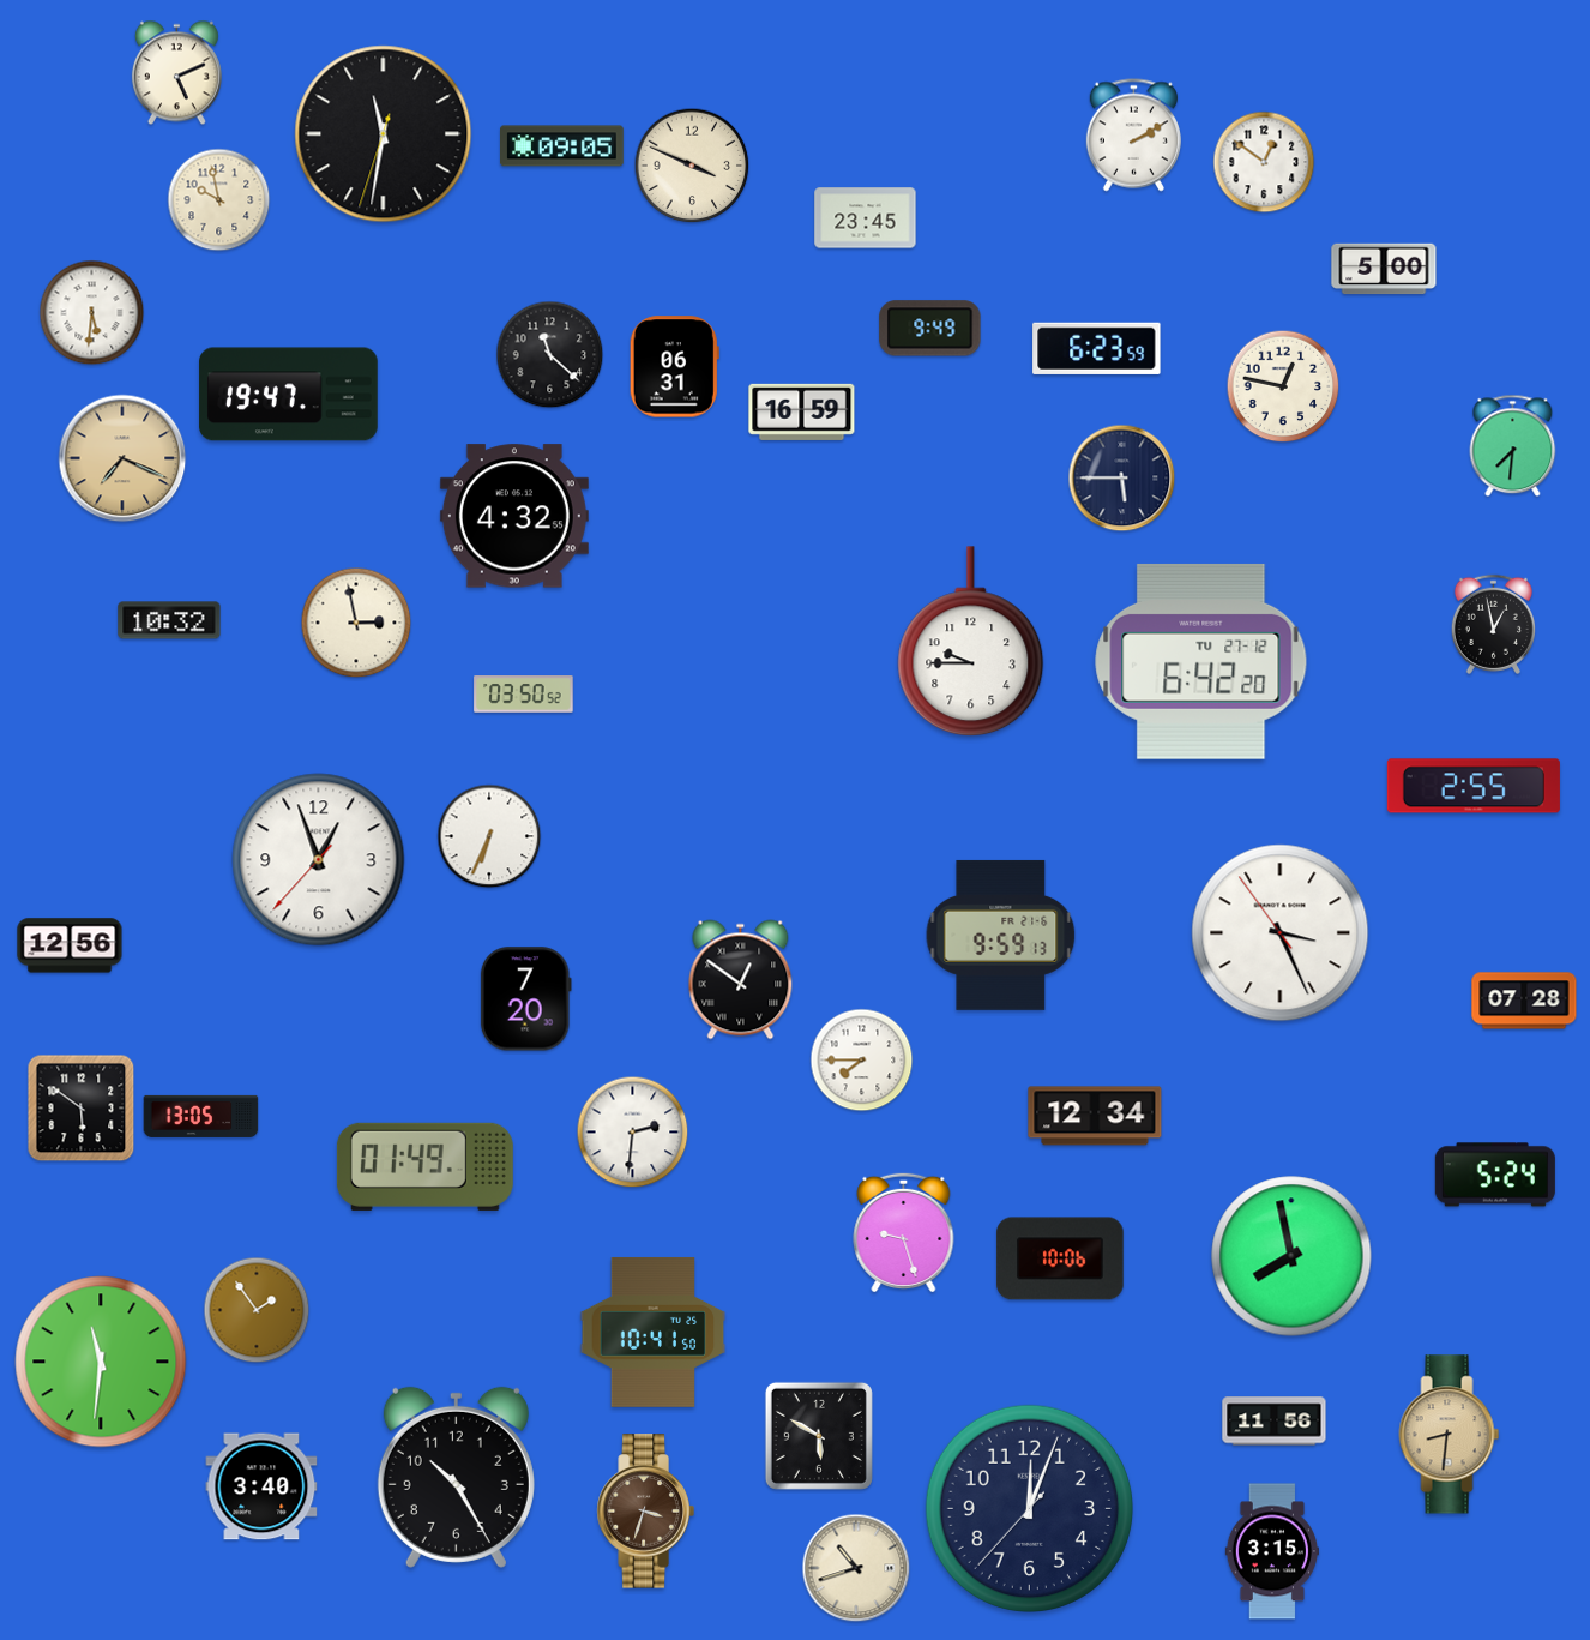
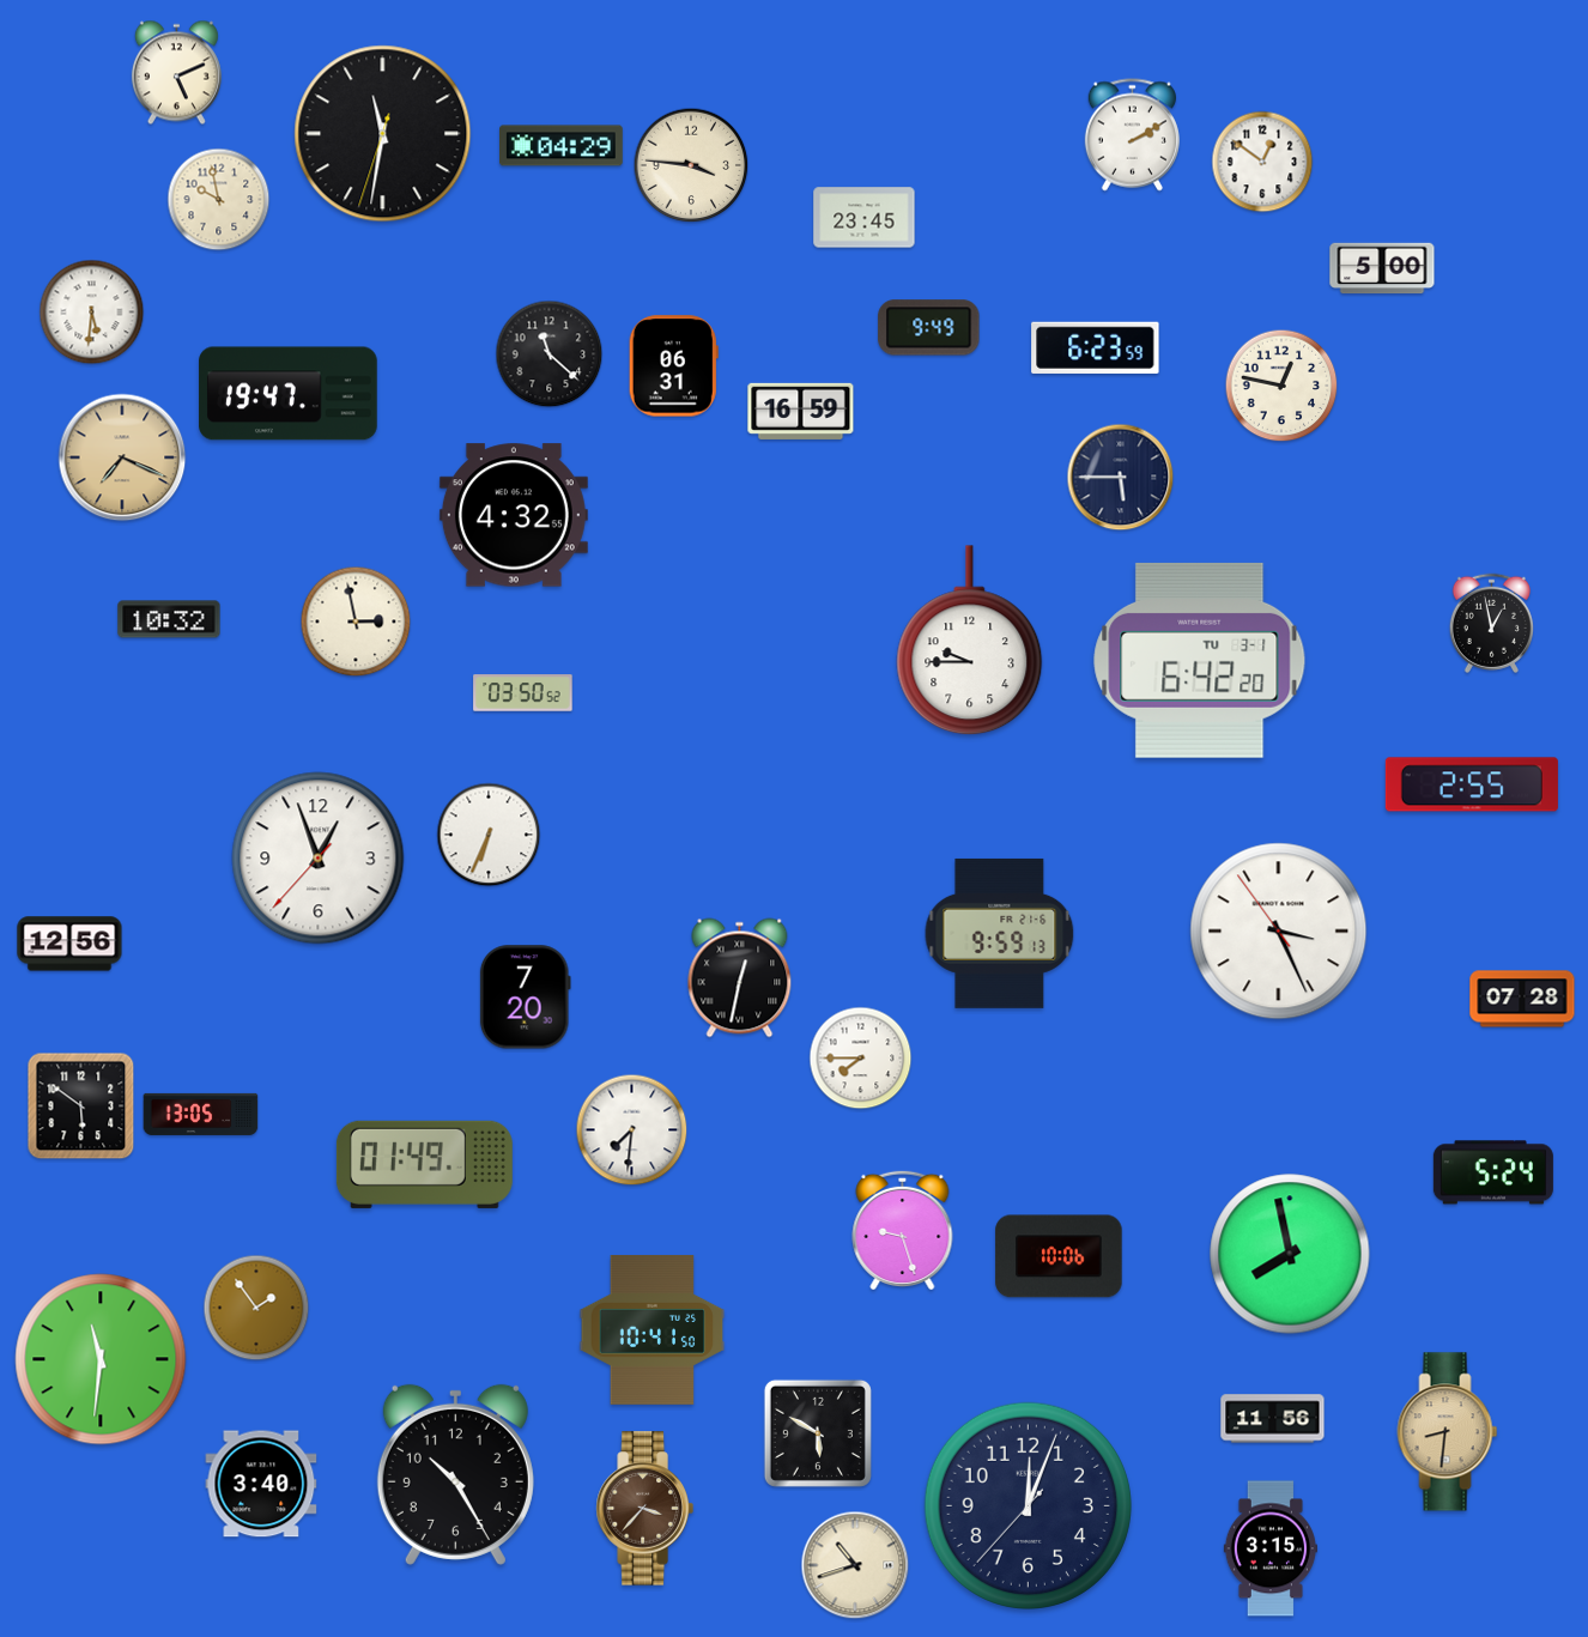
clock at (562, 146): 09:05 -> 04:29
clock at (692, 166): 3:49 -> 3:46
clock at (1513, 446): 7:31 -> none
clock at (1201, 661) date: TU 27-12 -> TU 3-1
clock at (741, 980): 12:51 -> 12:32
clock at (1095, 1116): 12:34 -> none
clock at (633, 1133): 2:31 -> 7:31
clock at (645, 1512): 3:33 -> 3:37
